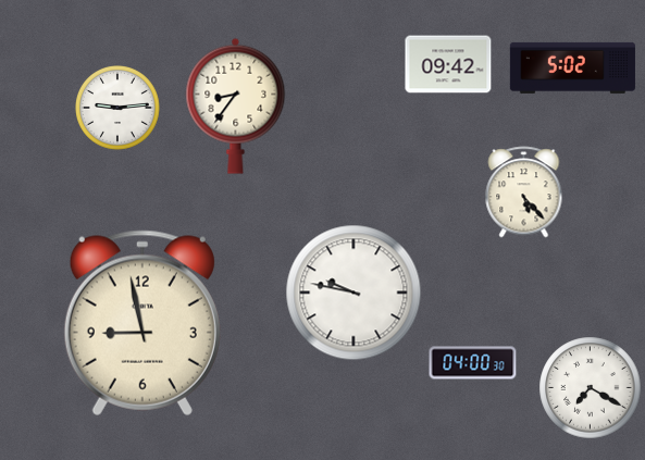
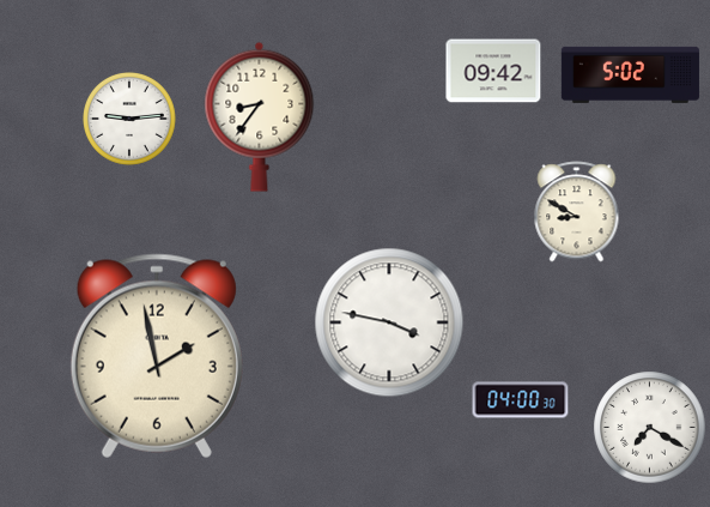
clock at (524, 192): 5:23 -> 8:50
clock at (353, 293): 9:47 -> 3:47
clock at (142, 323): 8:58 -> 1:58
